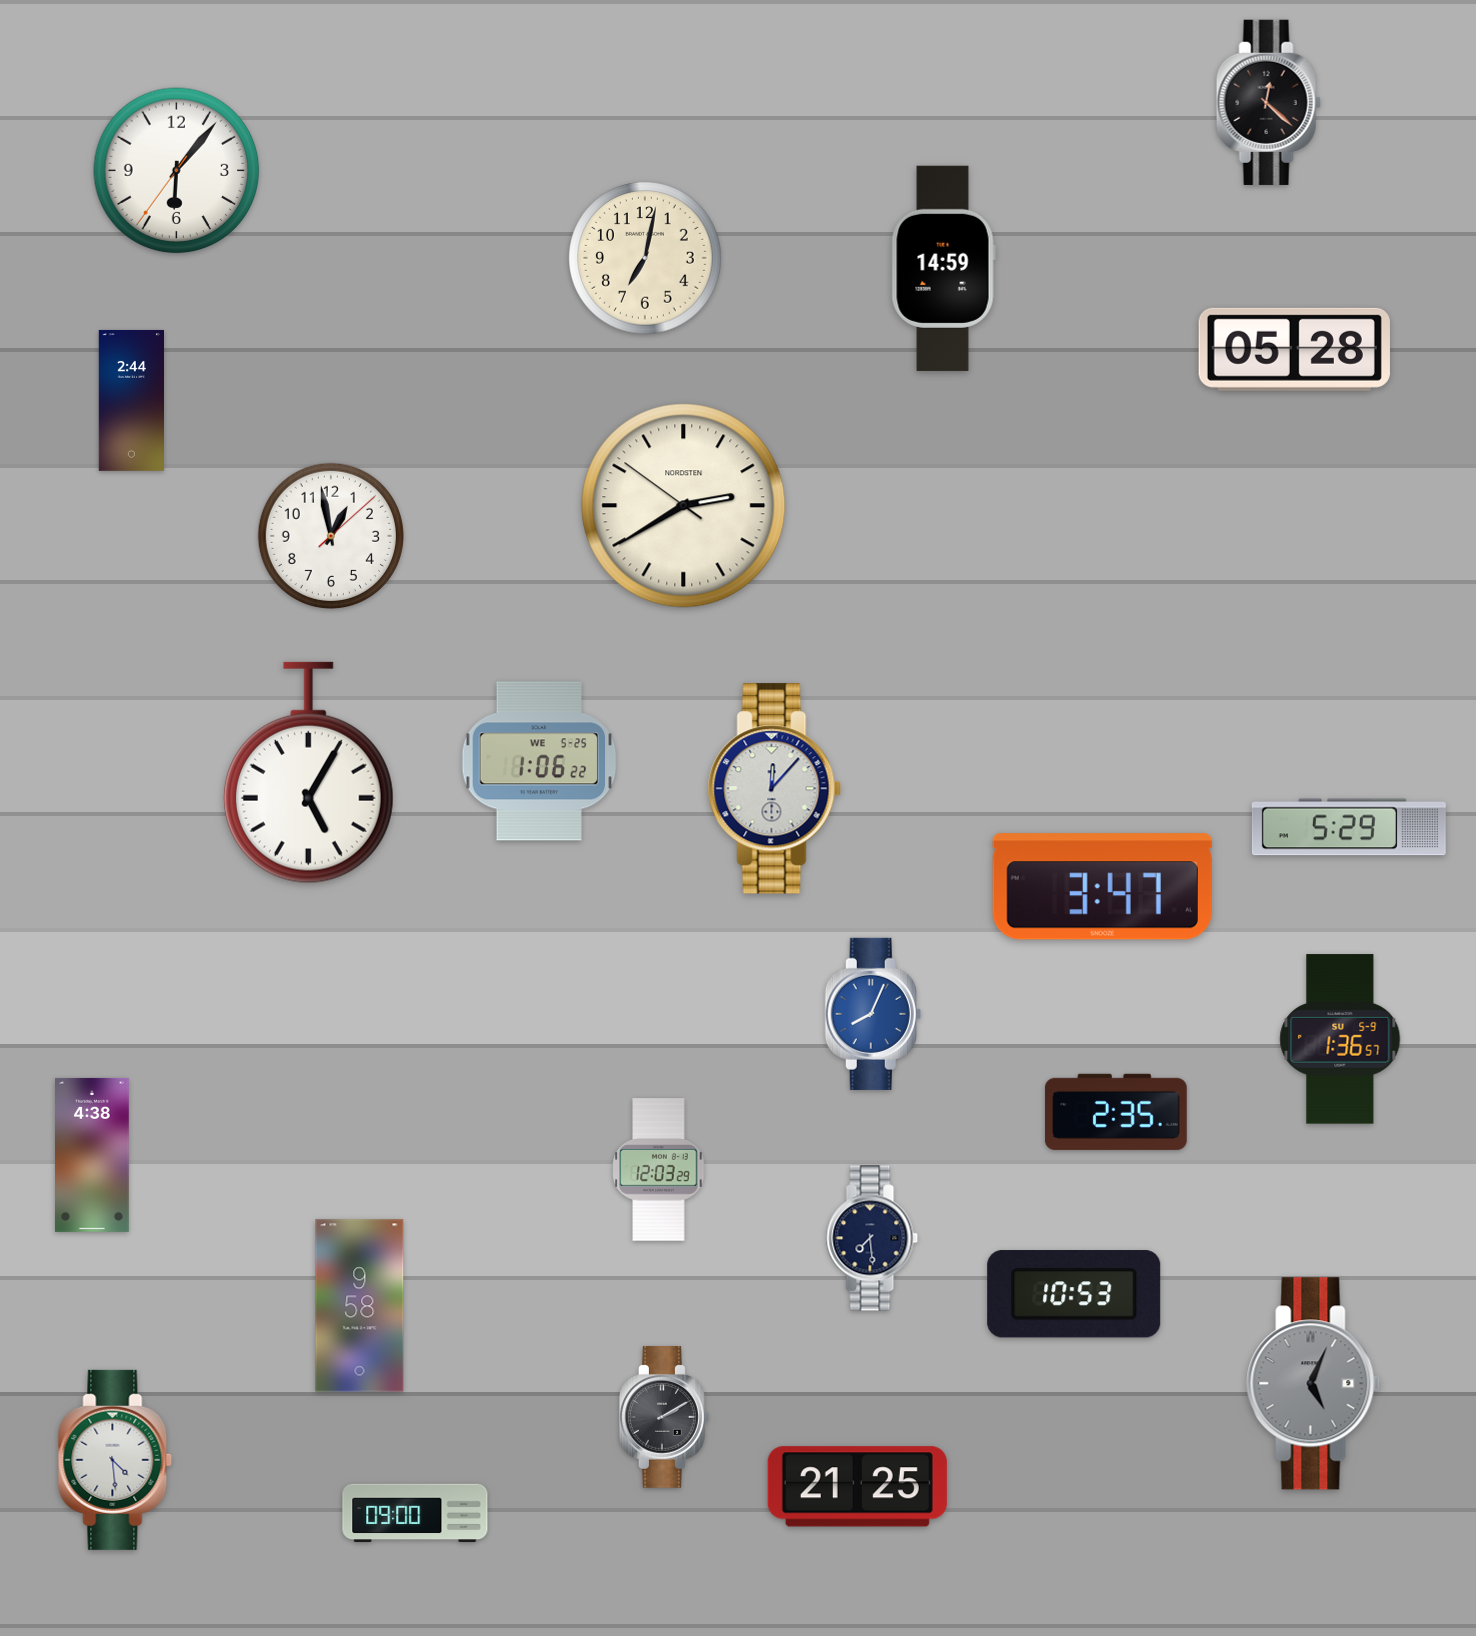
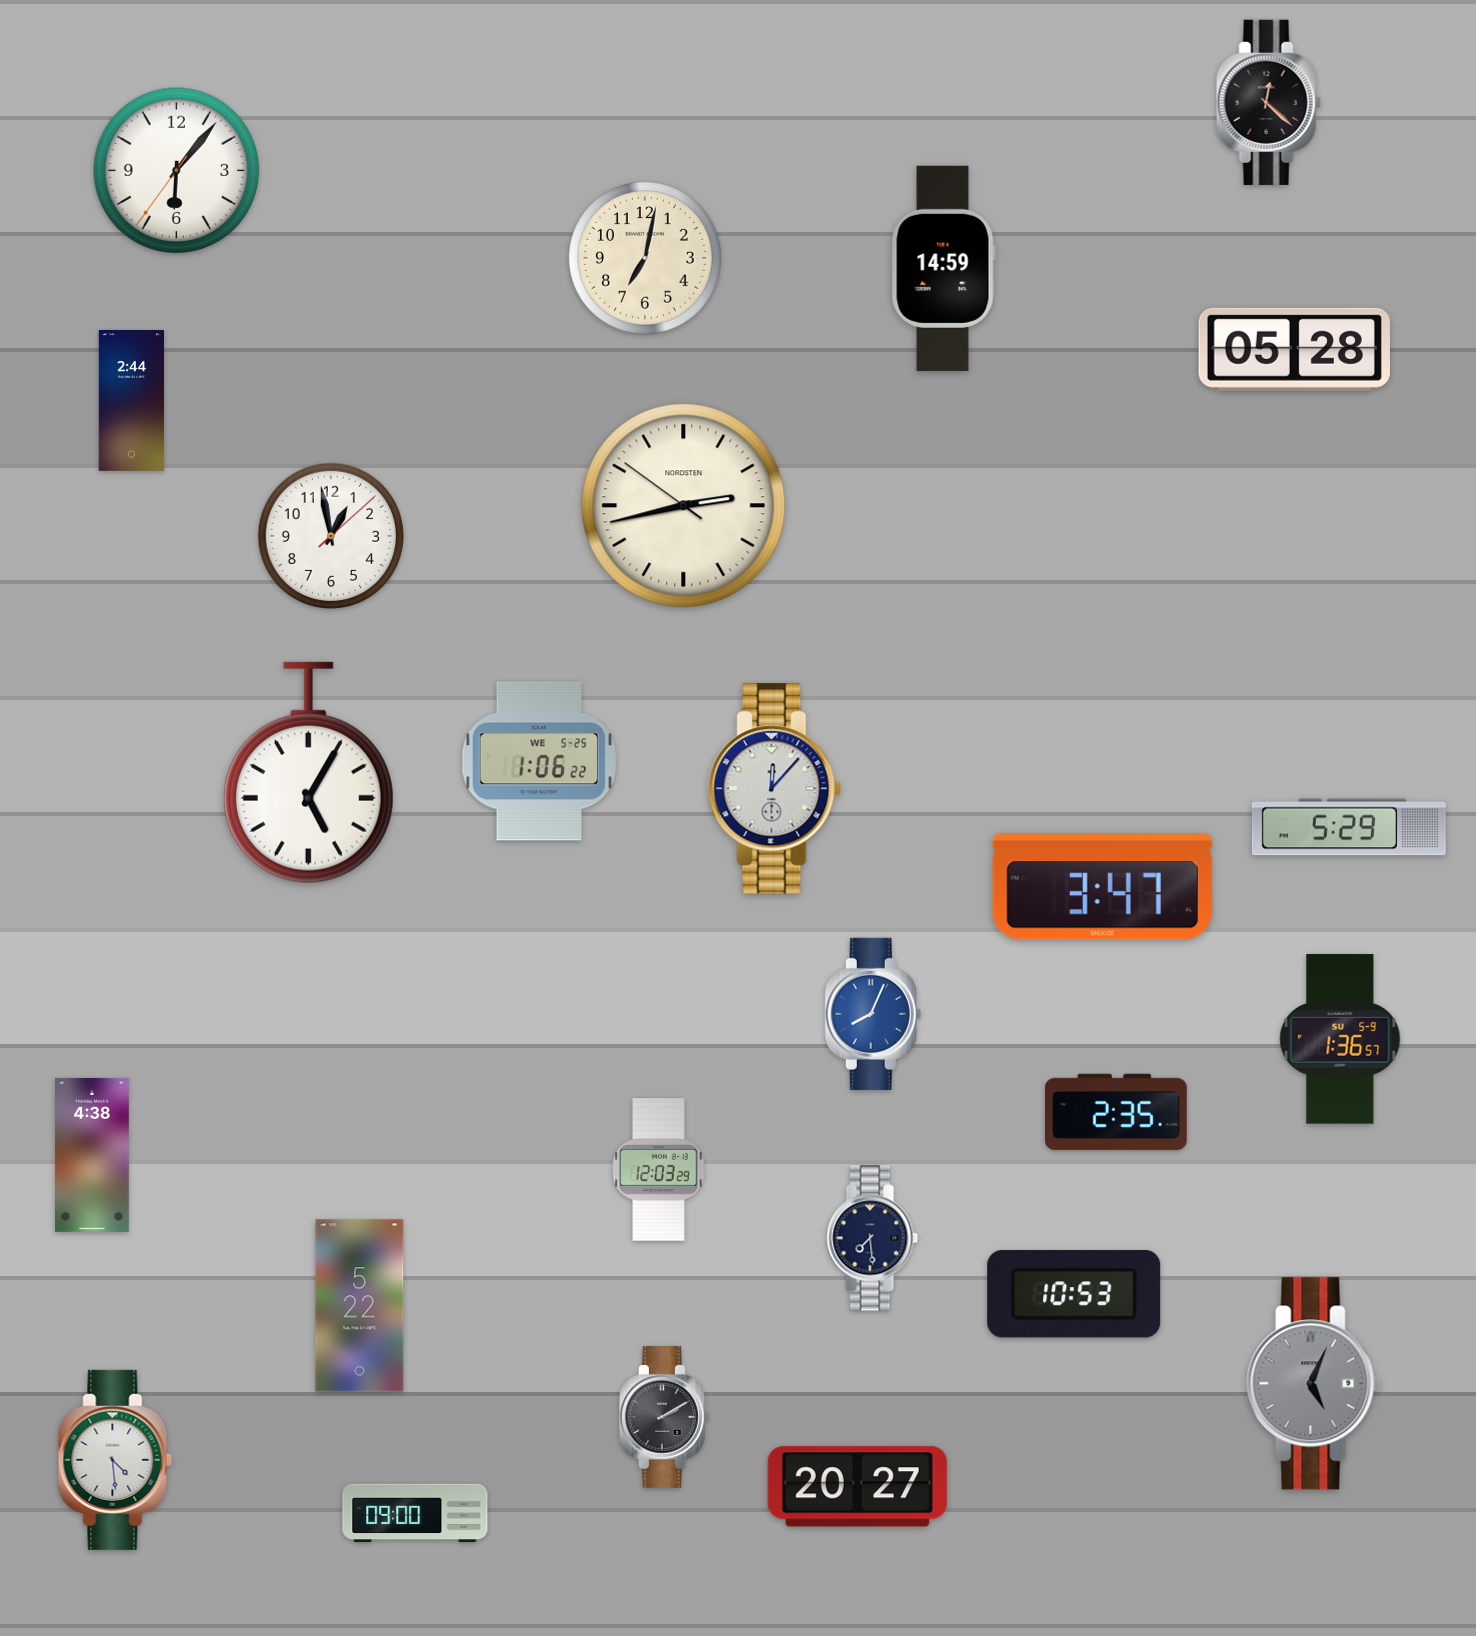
clock at (684, 506): 2:39 -> 2:42
clock at (360, 1306): 9:58 -> 5:22
clock at (857, 1487): 21:25 -> 20:27
